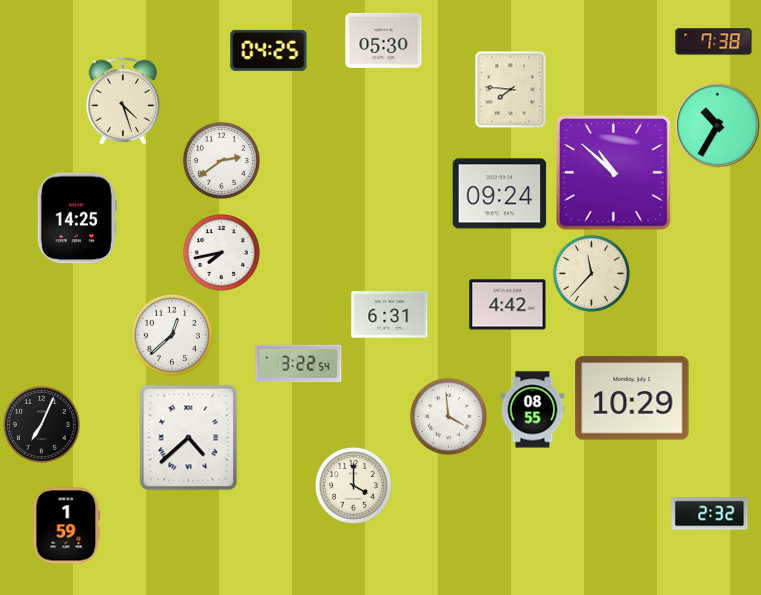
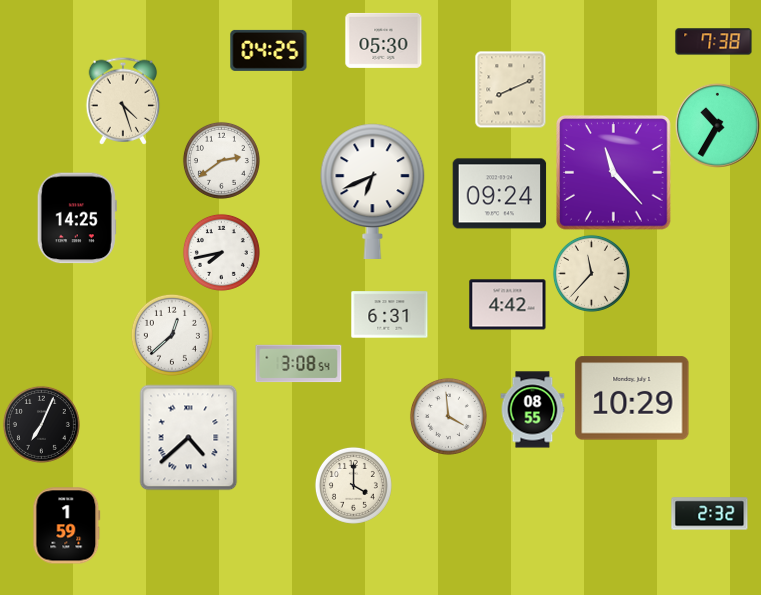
clock at (511, 89): 7:46 -> 8:11
clock at (614, 173): 10:52 -> 11:23
clock at (373, 191): none -> 6:41
clock at (299, 364): 3:22 -> 3:08
